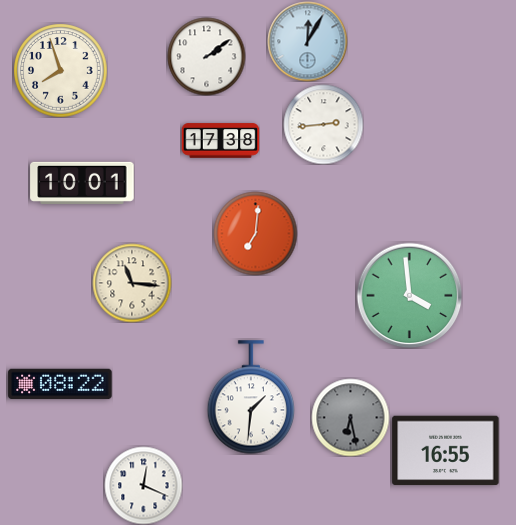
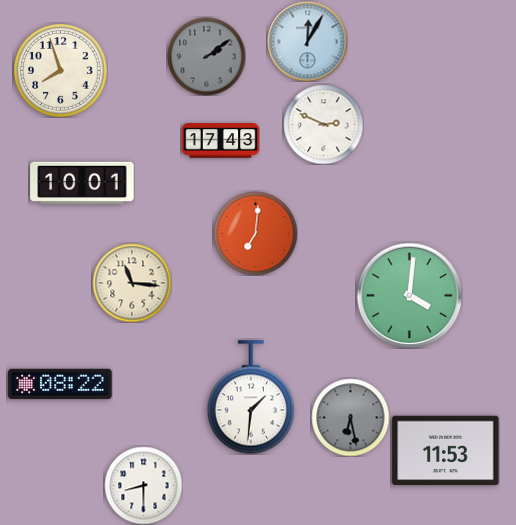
clock at (206, 56) dial: white -> grey
clock at (323, 124): 2:44 -> 2:49
clock at (220, 141): 17:38 -> 17:43
clock at (409, 295): 3:59 -> 4:01
clock at (446, 451): 16:55 -> 11:53
clock at (143, 485): 12:19 -> 8:30
